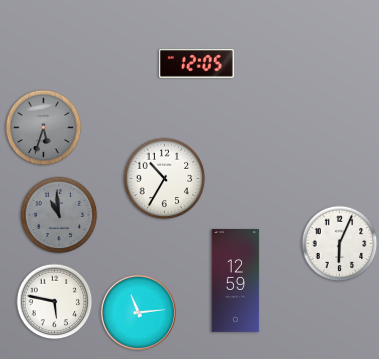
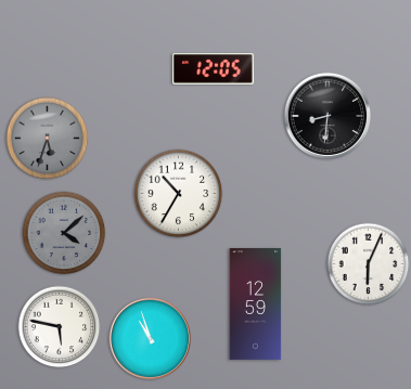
clock at (327, 116): none -> 8:31
clock at (59, 215): 10:59 -> 4:08
clock at (138, 312): 11:14 -> 10:57
